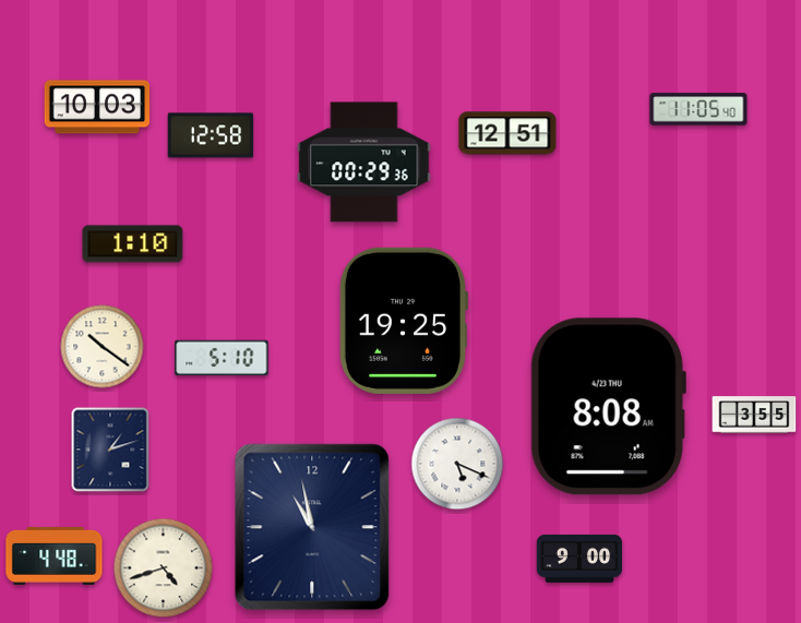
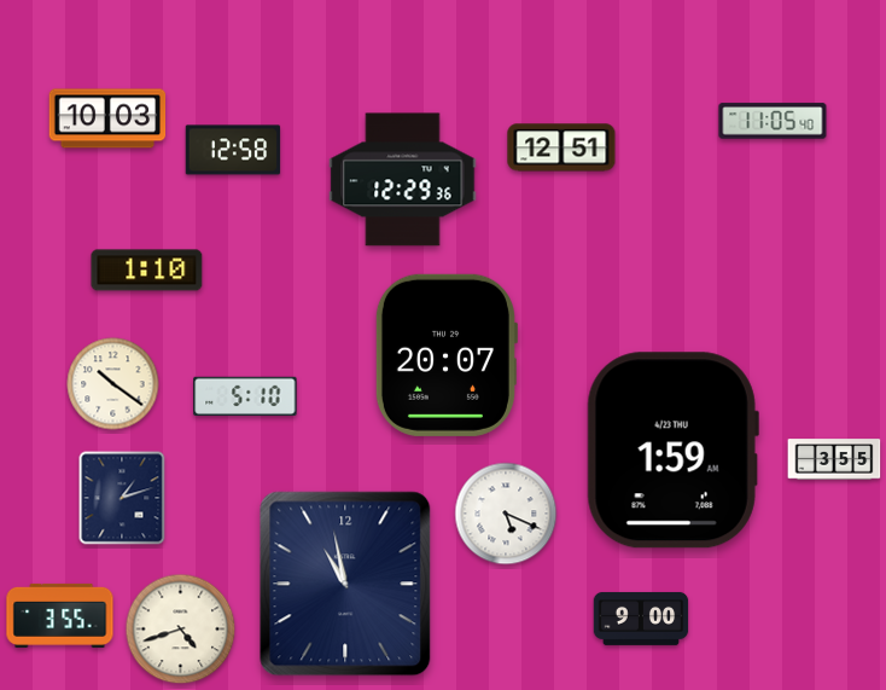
clock at (364, 163): 00:29 -> 12:29
clock at (403, 321): 19:25 -> 20:07
clock at (608, 407): 8:08 -> 1:59
clock at (55, 555): 4:48 -> 3:55
